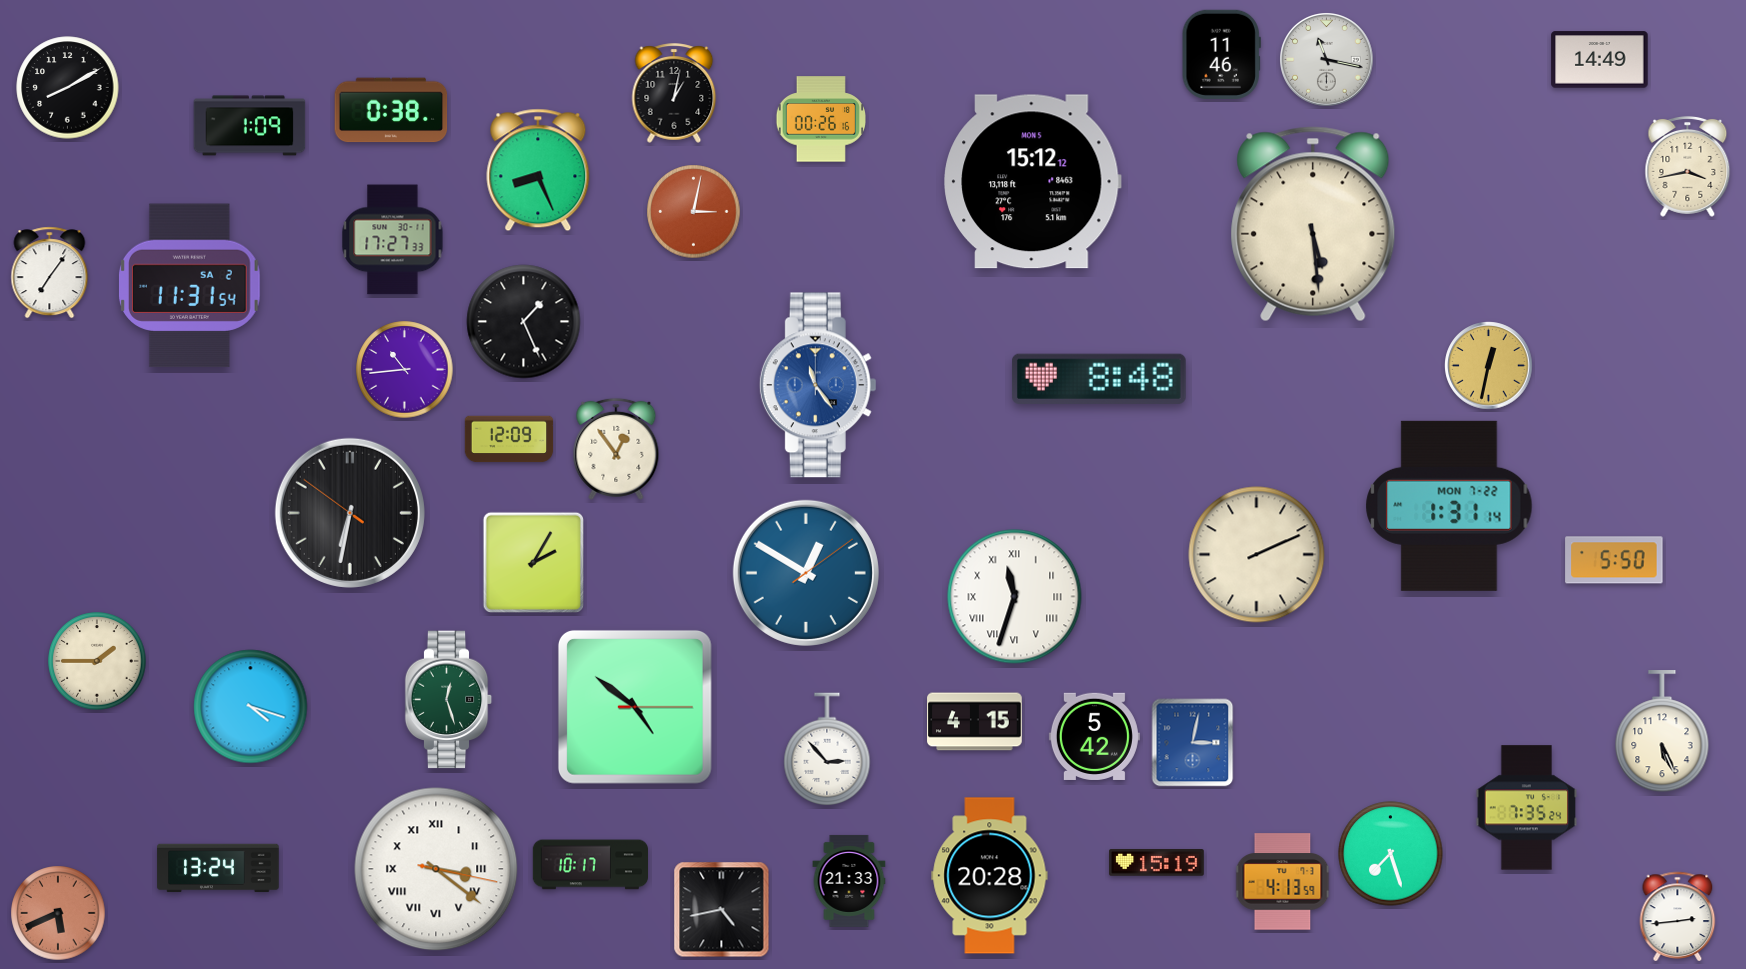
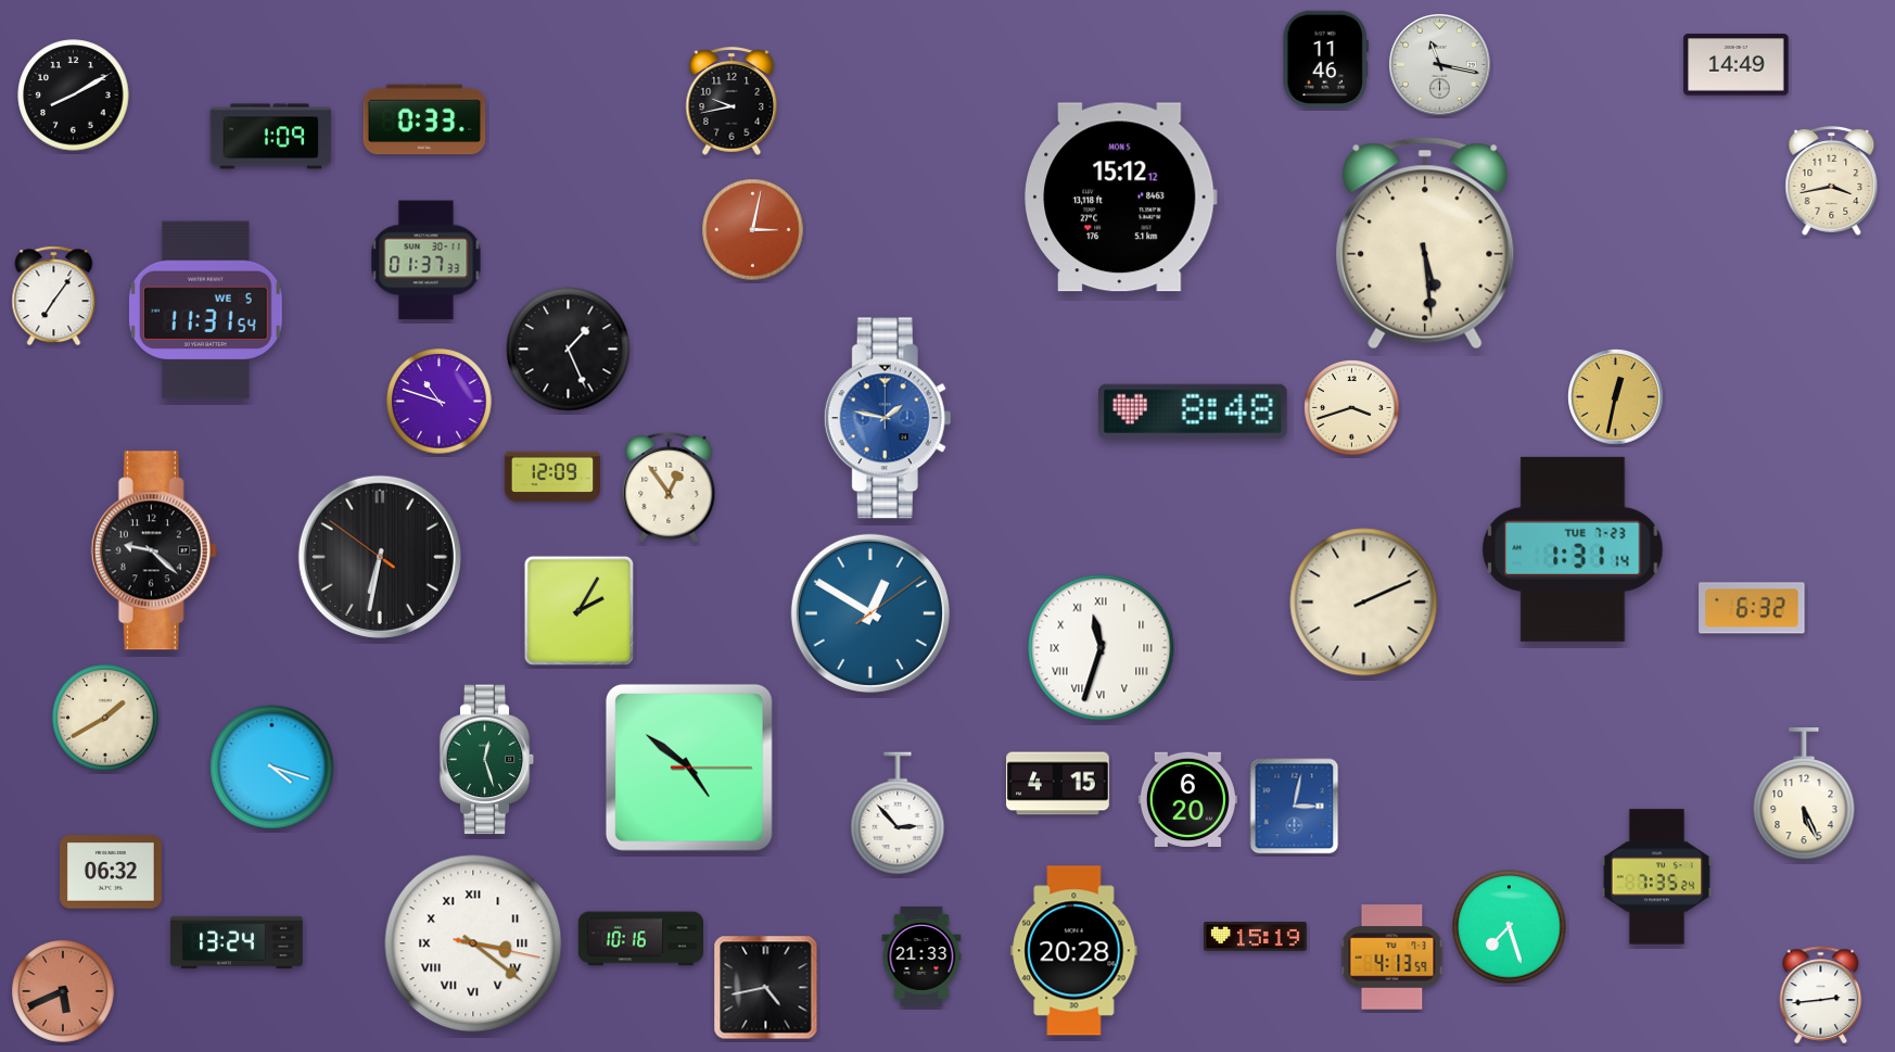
clock at (674, 93): 1:02 -> 9:43
clock at (391, 110): 0:38 -> 0:33
clock at (820, 119): 00:26 -> none
clock at (538, 170): 8:26 -> none
clock at (393, 240): 17:27 -> 01:37
clock at (190, 286) date: SA 2 -> WE 5
clock at (405, 370): 10:44 -> 10:48
clock at (1352, 408): none -> 3:42
clock at (818, 385): 11:24 -> 1:47
clock at (1449, 506) date: MON 7-22 -> TUE 7-23
clock at (154, 550): none -> 9:22
clock at (1614, 560): 5:50 -> 6:32
clock at (806, 573) position: (806, 573) -> (870, 613)
clock at (97, 661): 1:45 -> 1:40
clock at (1094, 736): 5:42 -> 6:20
clock at (112, 872): none -> 06:32
clock at (590, 865): 10:17 -> 10:16
clock at (722, 910) position: (722, 910) -> (766, 988)
